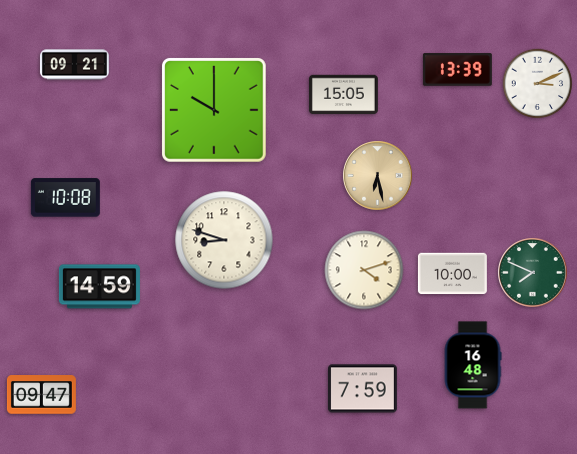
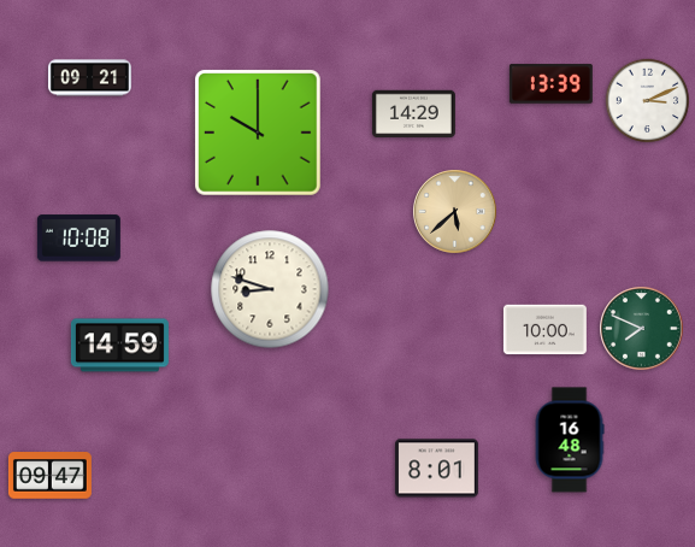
clock at (343, 95): 15:05 -> 14:29
clock at (378, 176): 6:28 -> 5:38
clock at (364, 270): 4:12 -> none
clock at (362, 389): 7:59 -> 8:01
